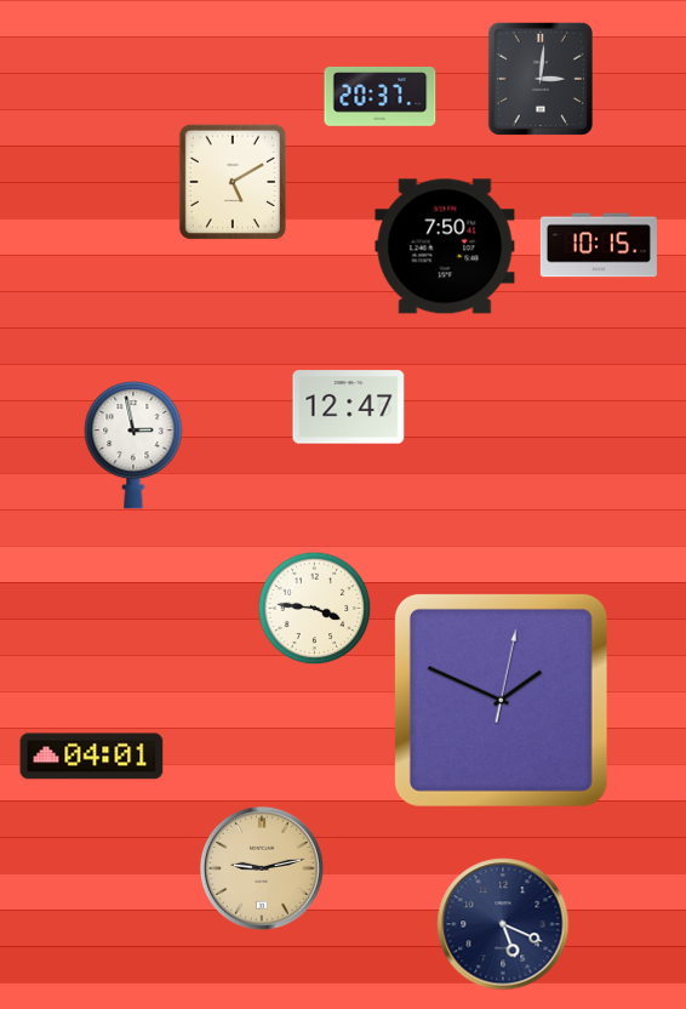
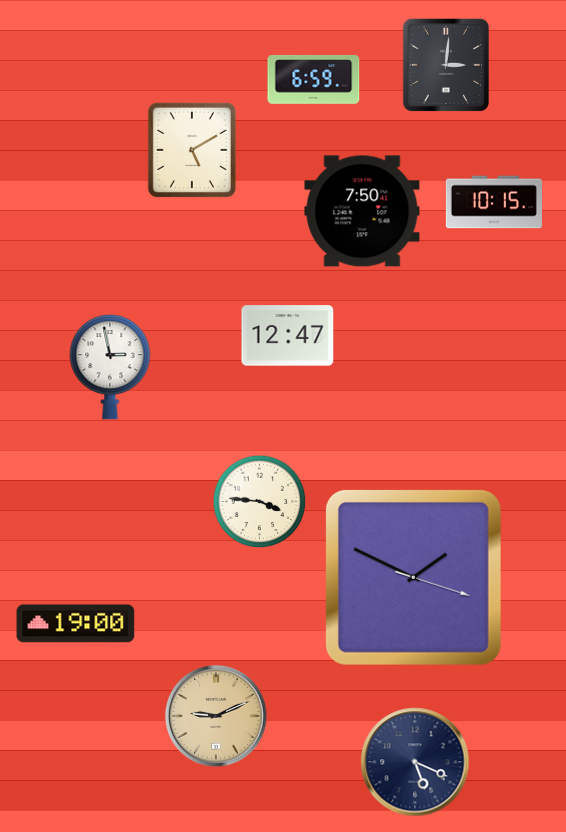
clock at (381, 97): 20:37 -> 6:59
clock at (445, 246) position: (445, 246) -> (362, 211)
clock at (501, 700): 1:49:02 -> 1:49:18
clock at (92, 757): 04:01 -> 19:00
clock at (262, 868): 9:13 -> 9:11
